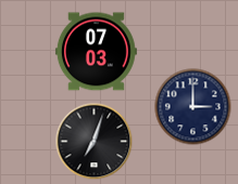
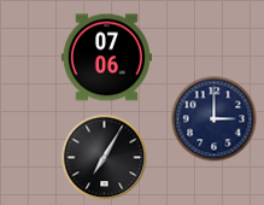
clock at (96, 52): 07:03 -> 07:06
clock at (95, 142): 7:03 -> 7:05
